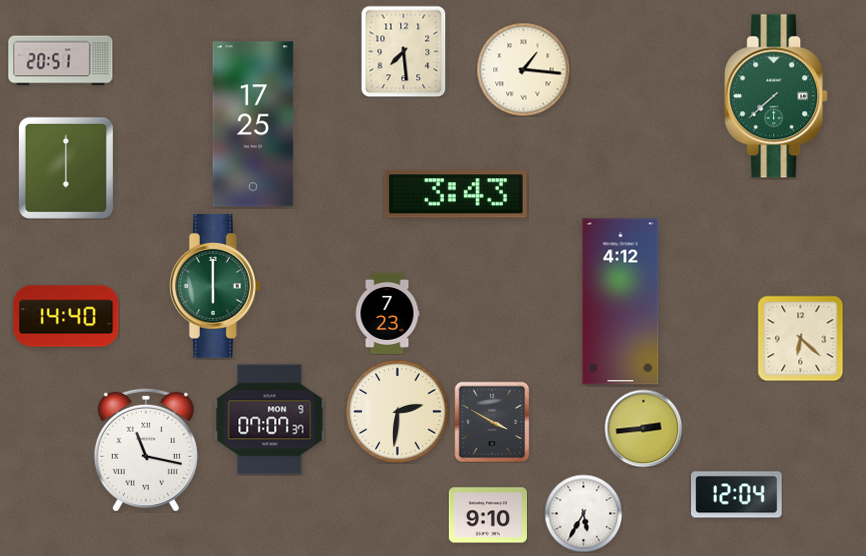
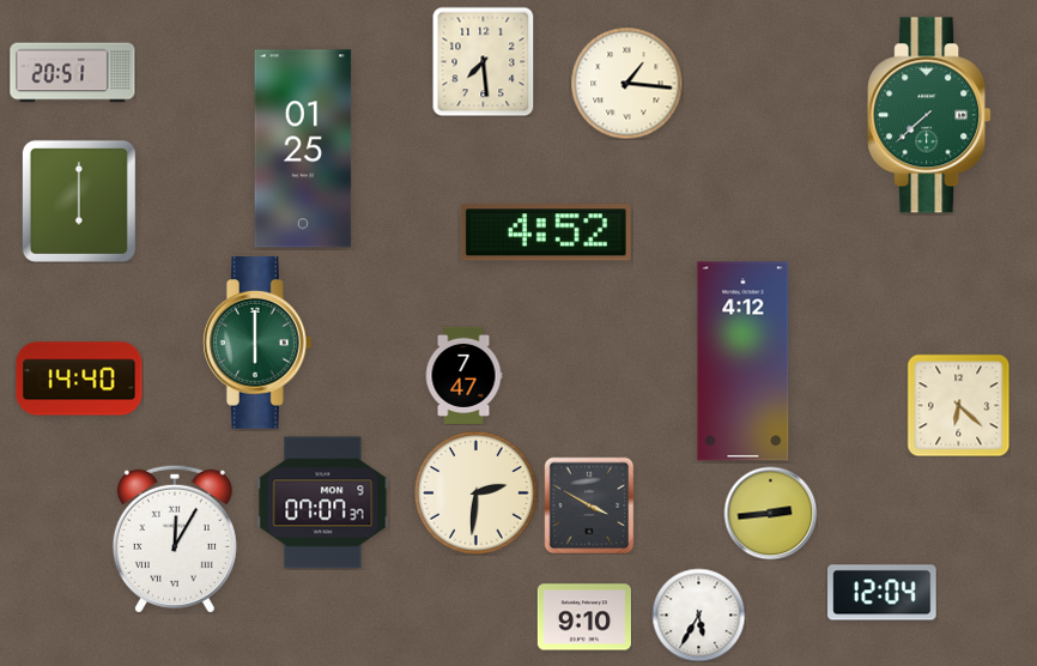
clock at (253, 124): 17:25 -> 01:25
clock at (456, 194): 3:43 -> 4:52
clock at (387, 313): 7:23 -> 7:47
clock at (146, 450): 11:17 -> 12:05
